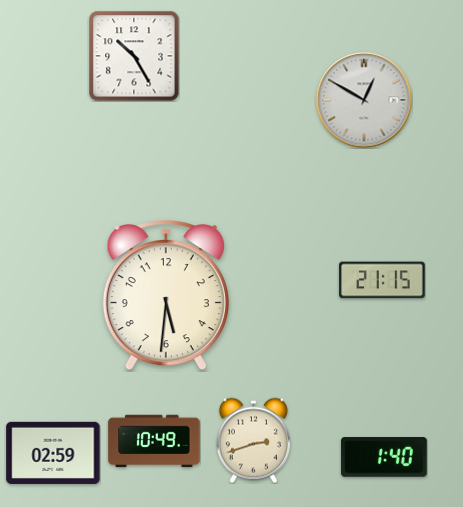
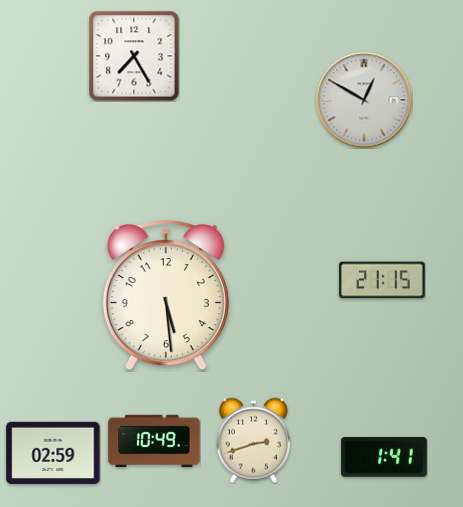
clock at (134, 56): 10:25 -> 7:25
clock at (166, 296): 5:31 -> 5:29
clock at (384, 457): 1:40 -> 1:41
